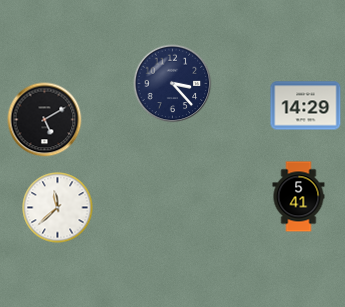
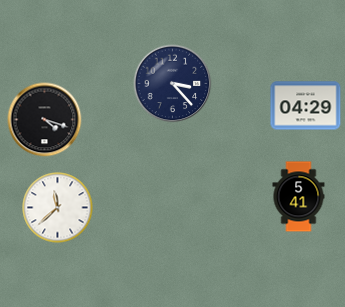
clock at (306, 106): 14:29 -> 04:29
clock at (45, 120): 5:10 -> 4:18
